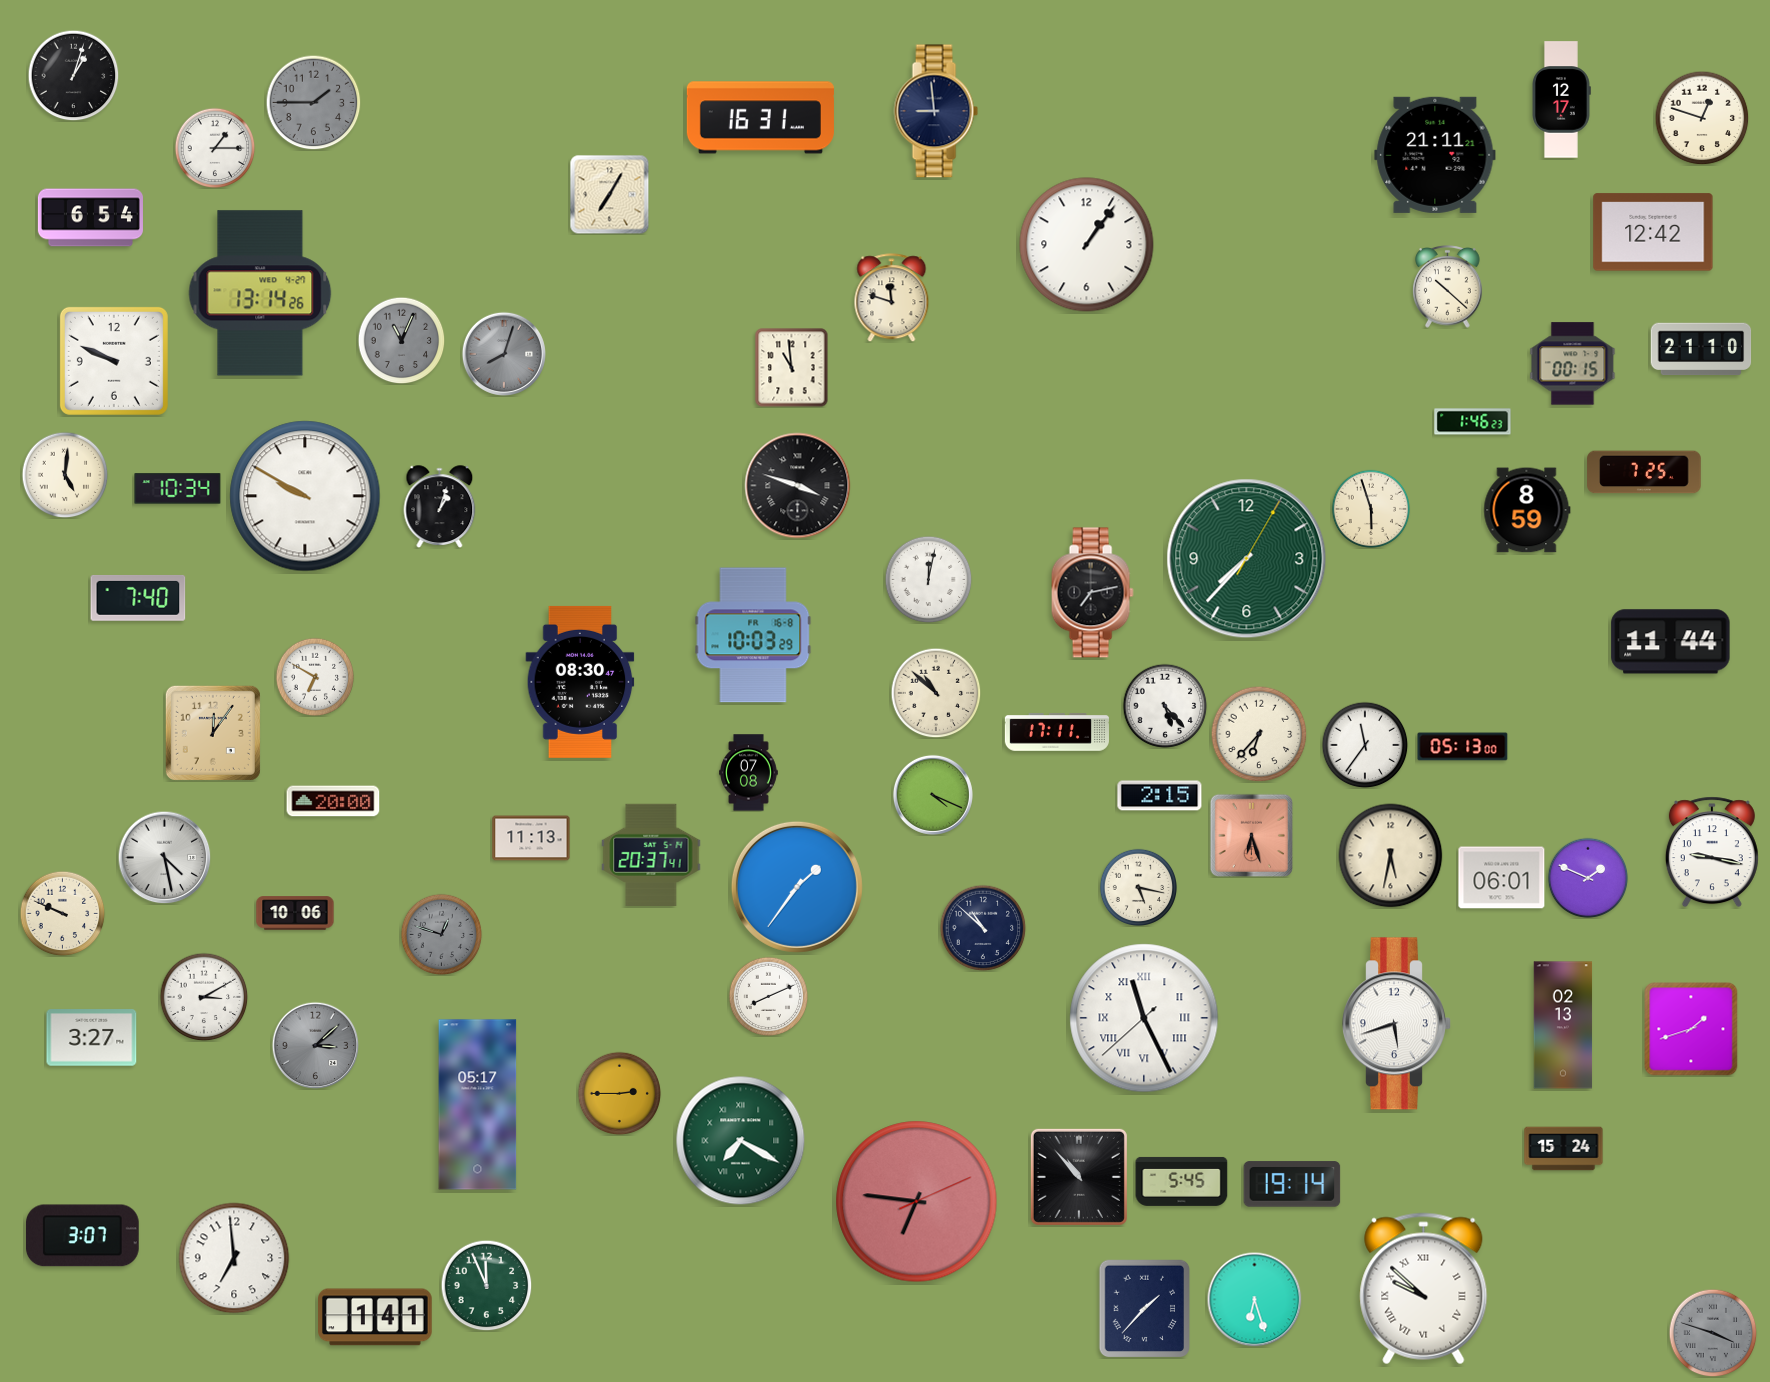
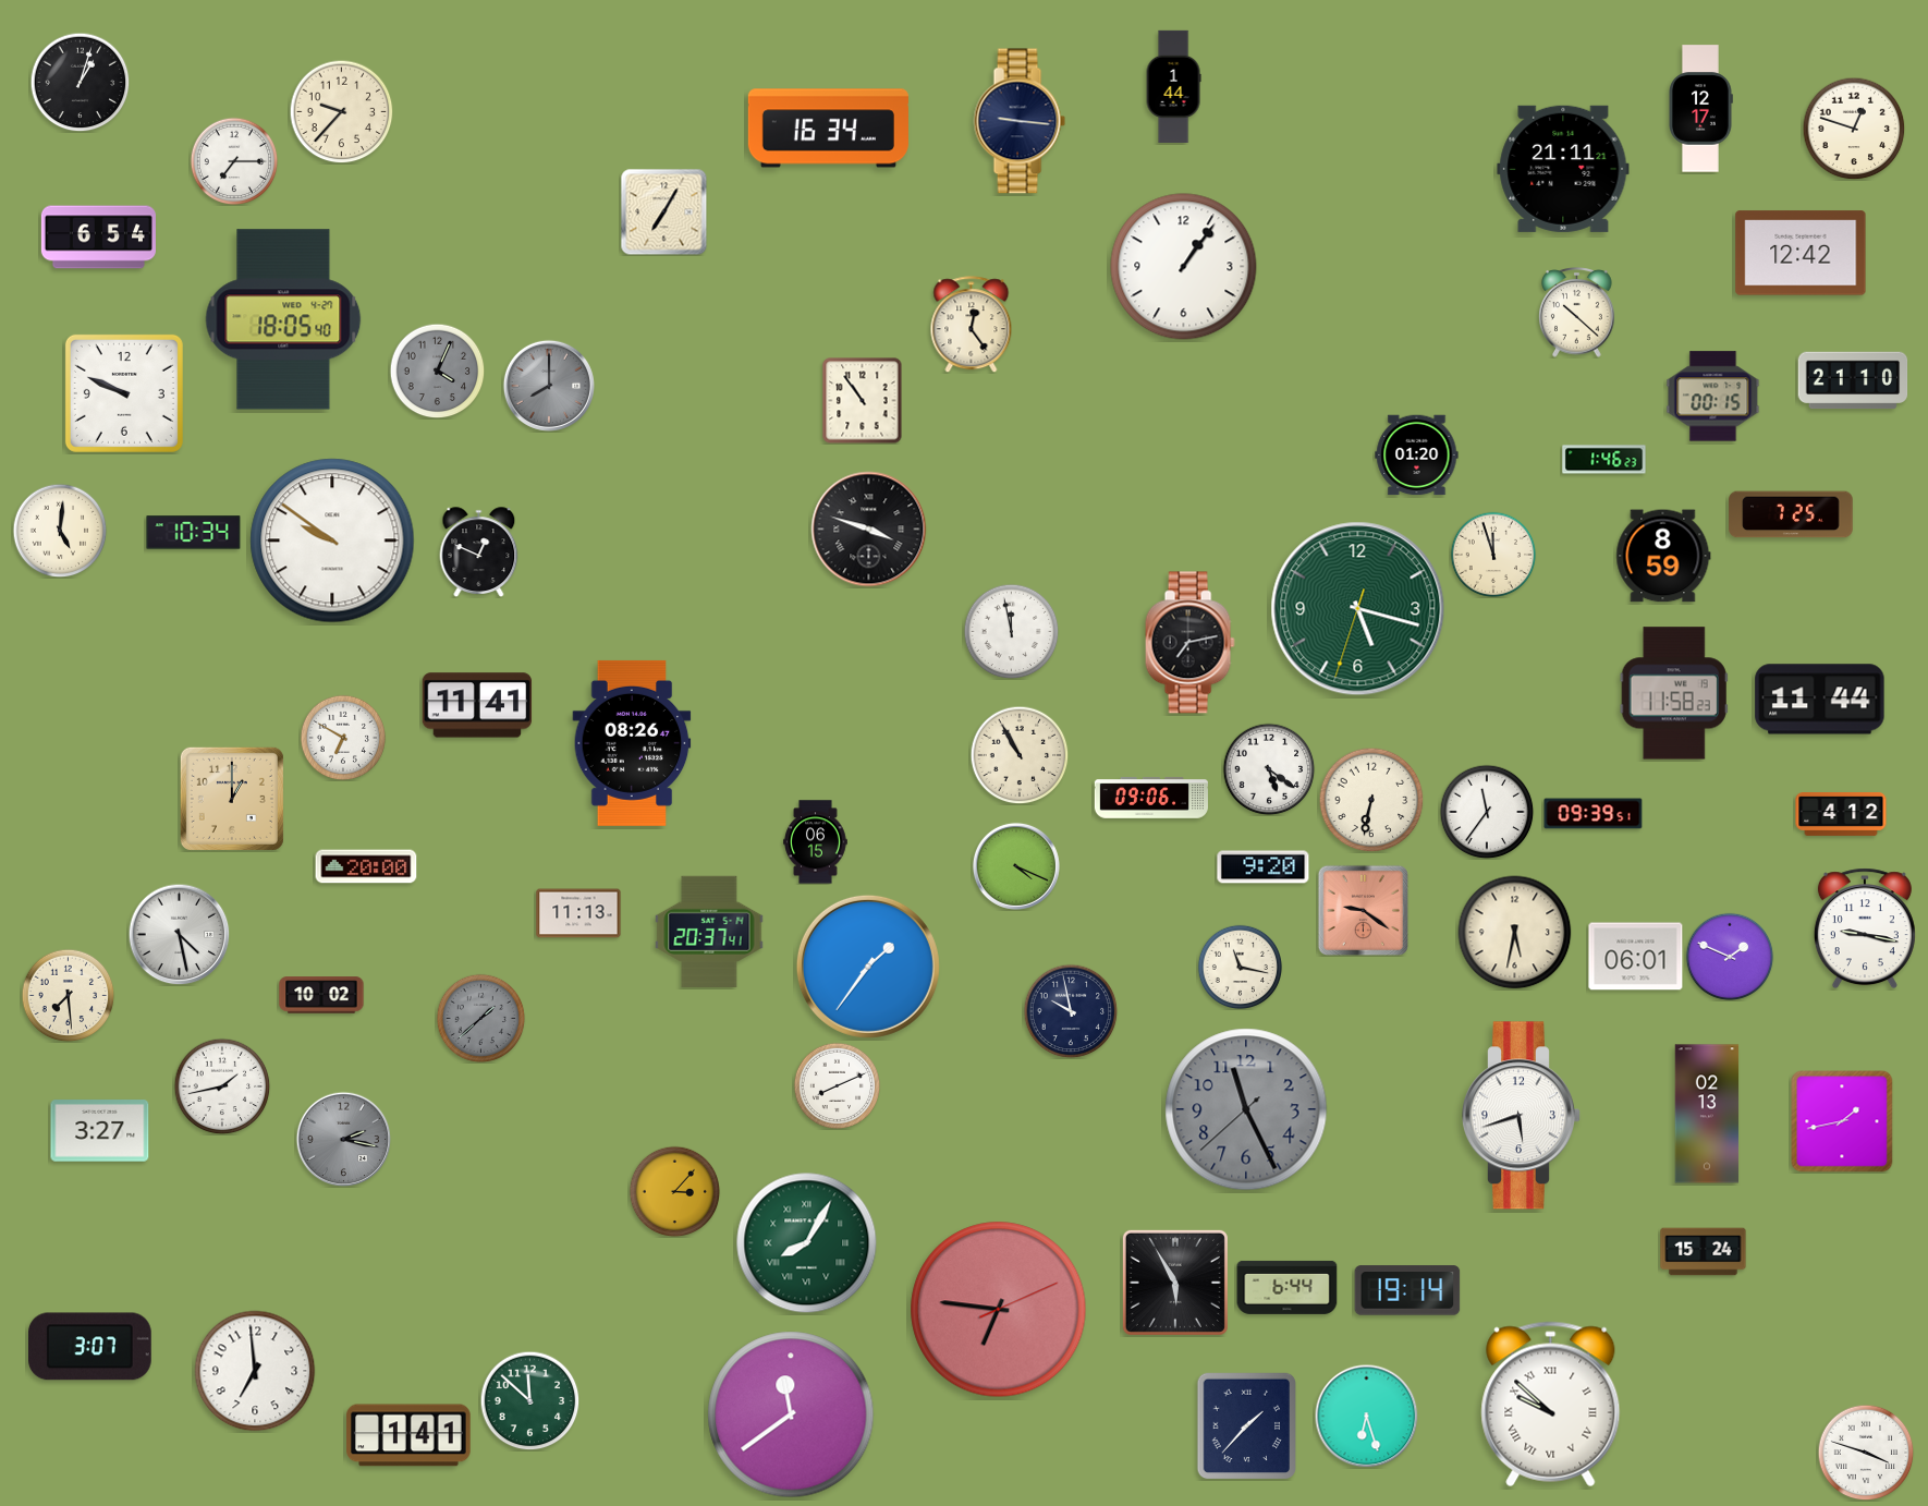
clock at (1173, 86): none -> 1:44
clock at (313, 102): 1:45 -> 9:37
clock at (313, 102) dial: grey -> cream
clock at (936, 111): 8:59 -> 9:16
clock at (760, 118): 16:31 -> 16:34
clock at (215, 148): 1:15 -> 7:15
clock at (260, 293): 13:14 -> 18:05
clock at (892, 298): 11:48 -> 12:24
clock at (401, 340): 11:04 -> 4:04
clock at (503, 353): 8:03 -> 8:00
clock at (792, 368): 10:59 -> 10:54
clock at (1417, 456): none -> 01:20
clock at (65, 475) position: (65, 475) -> (60, 531)
clock at (305, 496): 9:50 -> 9:51
clock at (440, 507): 1:03 -> 12:49
clock at (1370, 508): 5:57 -> 11:57
clock at (1247, 559): 7:37 -> 5:17
clock at (928, 579): 12:02 -> 11:58
clock at (1092, 593) position: (1092, 593) -> (1189, 643)
clock at (138, 598): 7:40 -> none
clock at (753, 635): 10:03 -> none
clock at (1674, 693): none -> 11:58
clock at (477, 705): none -> 11:41
clock at (580, 682): 08:30 -> 08:26
clock at (936, 693): 10:52 -> 10:55
clock at (1165, 706): 5:23 -> 5:21
clock at (1057, 732): 17:11 -> 09:06
clock at (213, 733): 12:06 -> 1:00
clock at (1259, 734): 6:37 -> 6:32
clock at (1463, 747): 05:13 -> 09:39
clock at (1841, 815): none -> 4:12
clock at (749, 773): 07:08 -> 06:15
clock at (1160, 796): 2:15 -> 9:20
clock at (333, 801) position: (333, 801) -> (366, 866)
clock at (1251, 835): 6:27 -> 9:21
clock at (1138, 887): 5:17 -> 11:17
clock at (62, 913): 9:49 -> 7:29
clock at (295, 913): 10:06 -> 10:02
clock at (983, 928): 10:52 -> 9:58
clock at (441, 934): 12:48 -> 1:38
clock at (204, 997): 3:10 -> 1:43
clock at (1144, 1018) dial: white -> grey
clock at (1144, 1018) numerals: Roman -> Arabic
clock at (1563, 1025) position: (1563, 1025) -> (1707, 1114)
clock at (1691, 1029): 1:42 -> 1:43
clock at (315, 1045): 3:08 -> 2:17
clock at (619, 1093): 2:45 -> 3:07
clock at (478, 1105): 05:17 -> none
clock at (741, 1141): 7:20 -> 8:05
clock at (1079, 1177): 10:53 -> 5:55
clock at (1182, 1181): 5:45 -> 6:44
clock at (486, 1285): 11:56 -> 11:52
clock at (791, 1414): none -> 11:39
clock at (1713, 1333) dial: grey -> white
